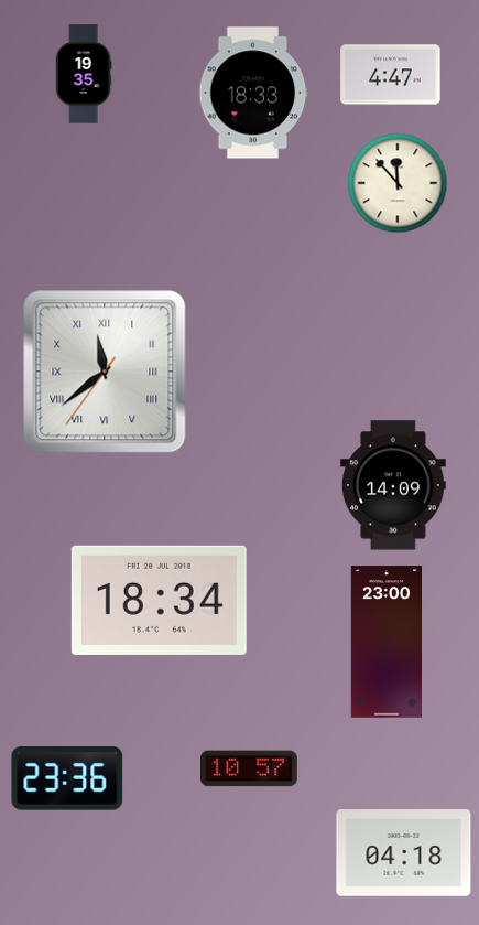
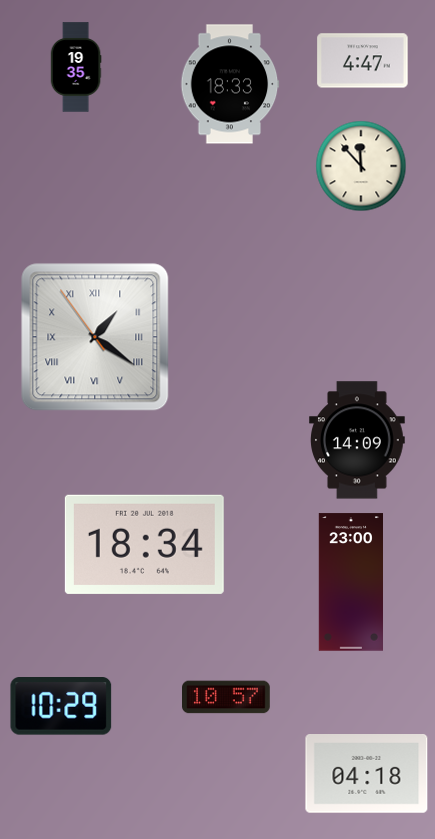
clock at (391, 75) position: (391, 75) -> (363, 61)
clock at (105, 372): 11:38 -> 1:20
clock at (67, 779): 23:36 -> 10:29
